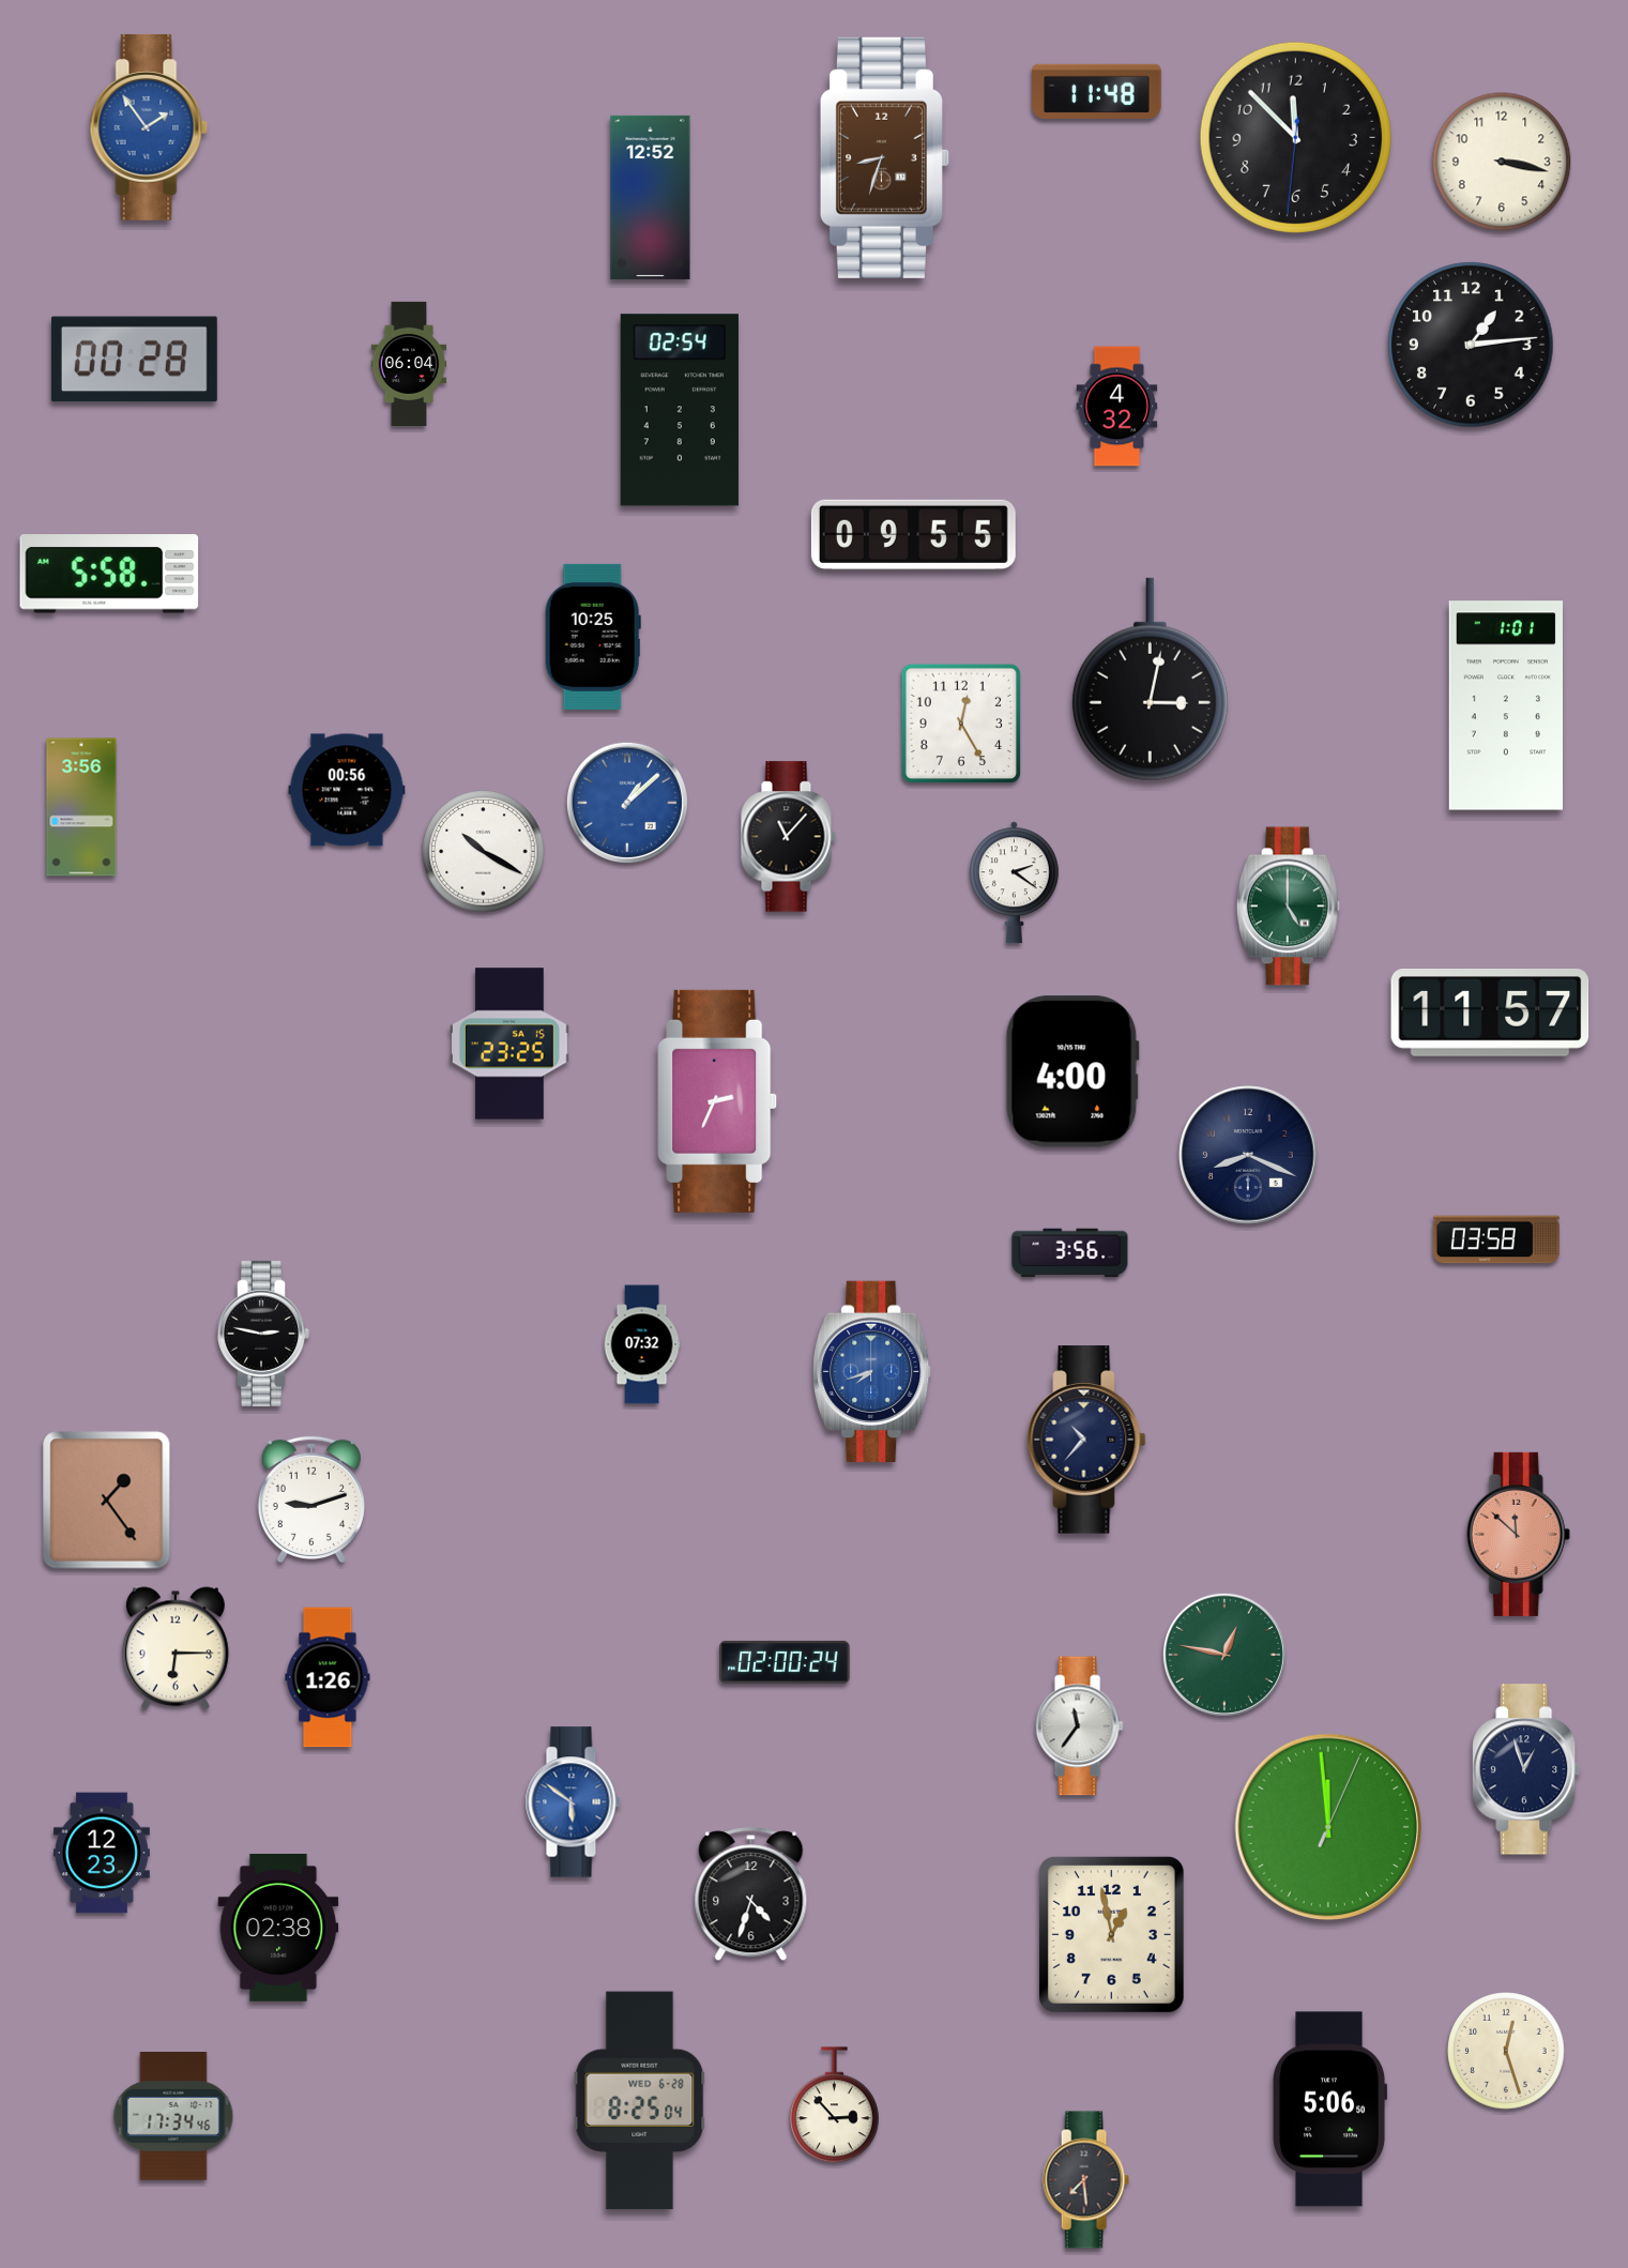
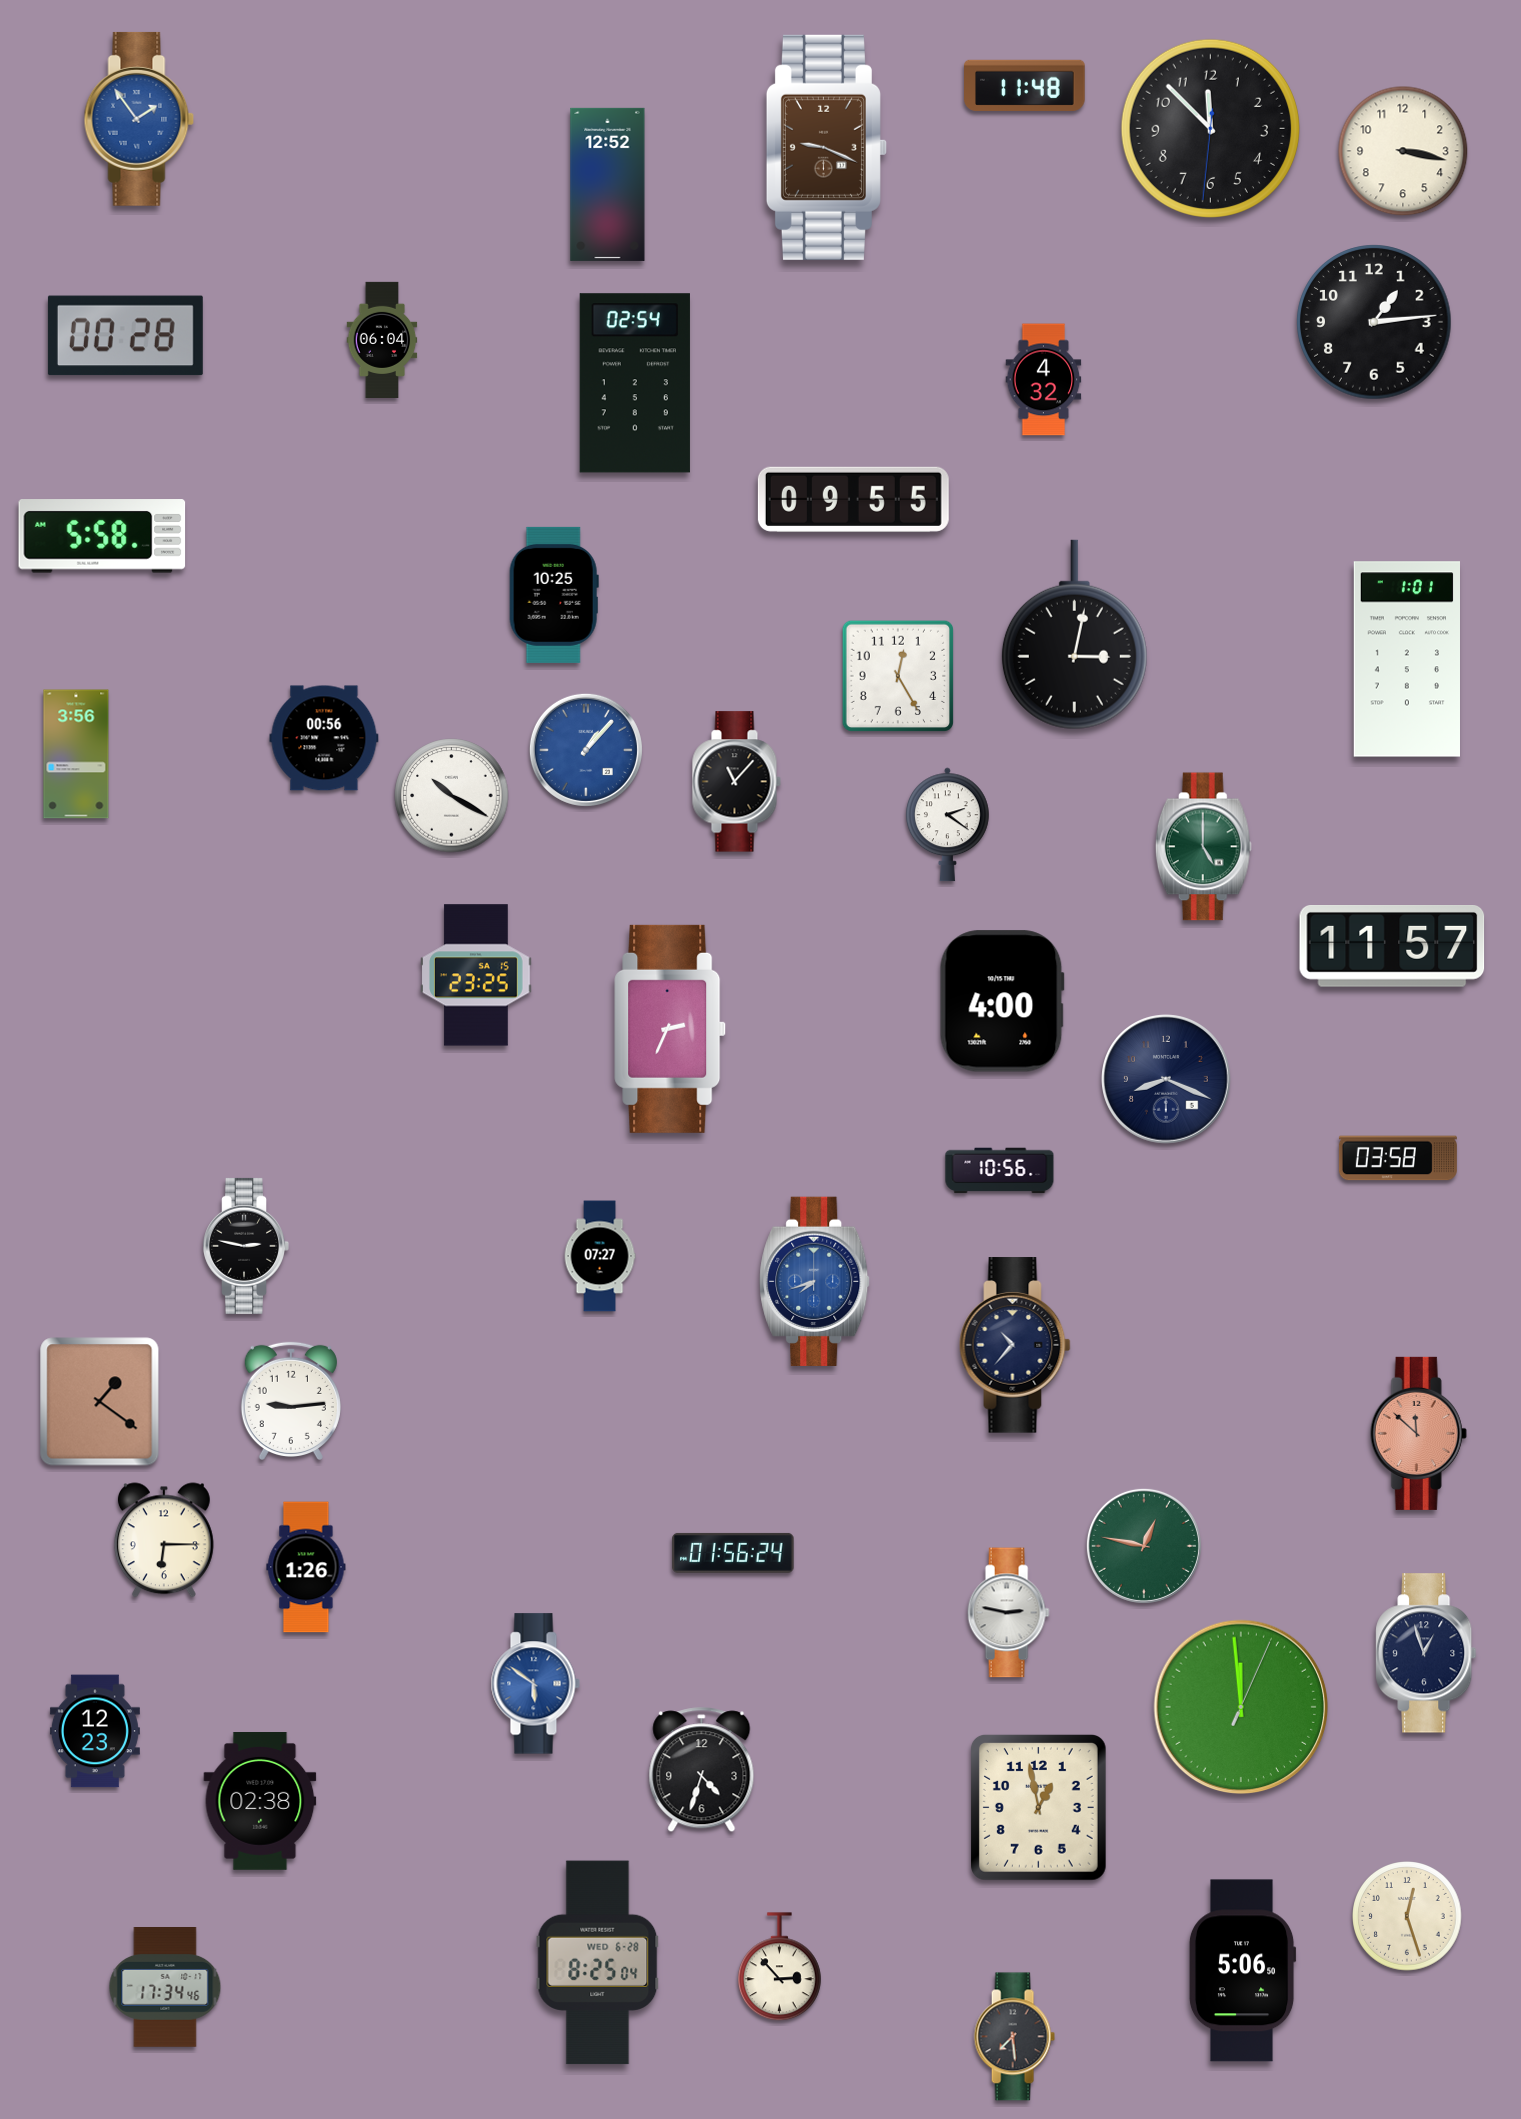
clock at (884, 157): 8:33 -> 9:19
clock at (627, 803): 1:08 -> 1:07
clock at (1070, 1253): 3:56 -> 10:56
clock at (642, 1344): 07:32 -> 07:27
clock at (311, 1498): 9:12 -> 9:14
clock at (107, 1501): 1:24 -> 1:21
clock at (785, 1662): 02:00 -> 01:56
clock at (1079, 1726): 11:36 -> 2:47
clock at (173, 2117) position: (173, 2117) -> (165, 1988)
